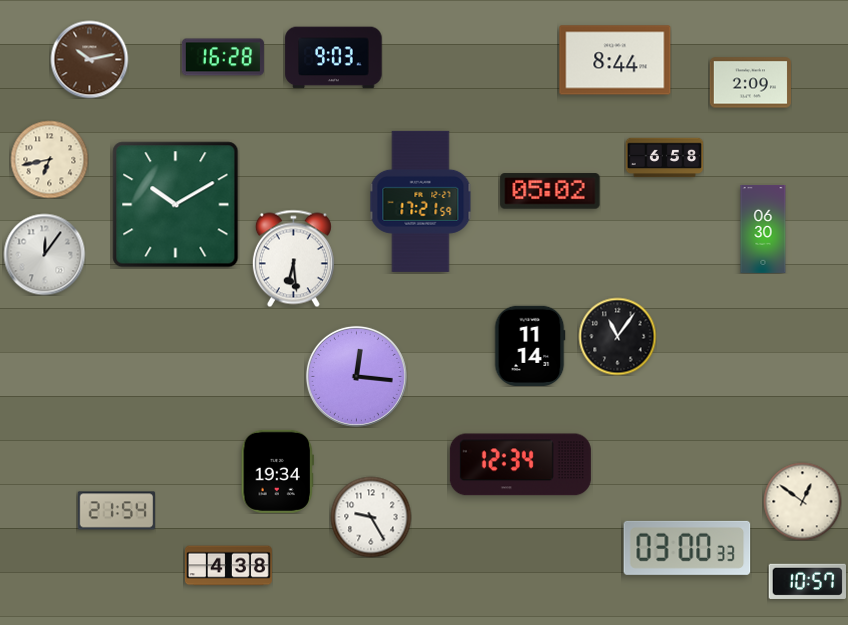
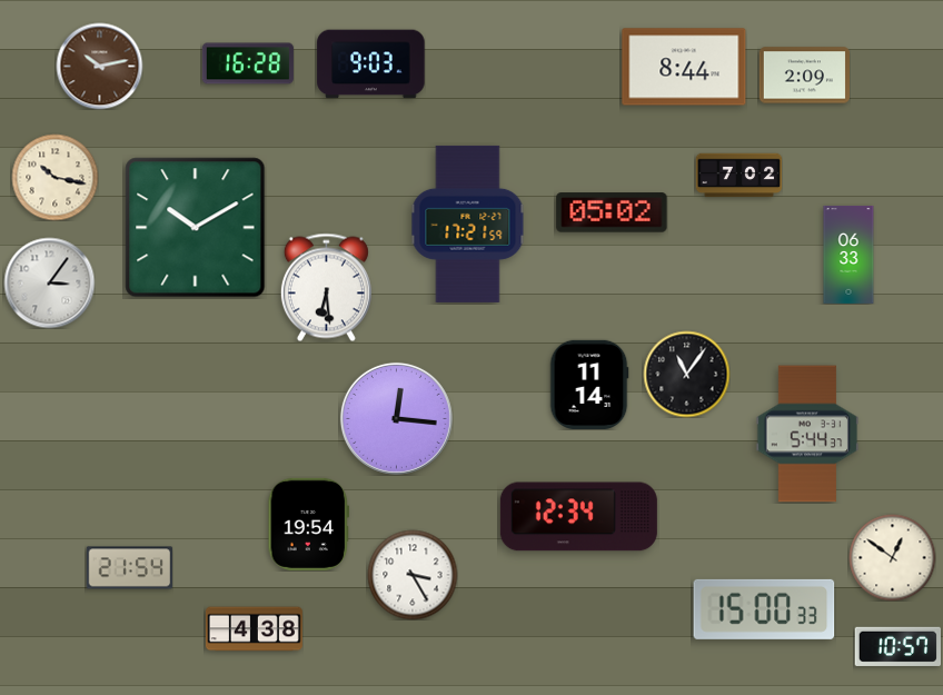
clock at (750, 83) position: (750, 83) -> (804, 76)
clock at (664, 158): 6:58 -> 7:02
clock at (49, 159): 6:43 -> 10:17
clock at (763, 229): 06:30 -> 06:33
clock at (44, 254): 12:06 -> 3:06
clock at (807, 434): none -> 5:44
clock at (277, 471): 19:34 -> 19:54
clock at (371, 517): 9:25 -> 3:25
clock at (687, 548): 03:00 -> 15:00
